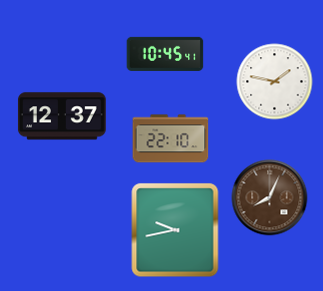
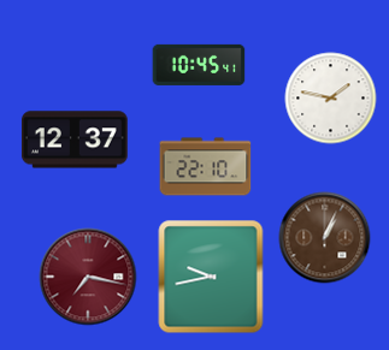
clock at (270, 198): 8:04 -> 1:04
clock at (88, 277): none -> 7:17
